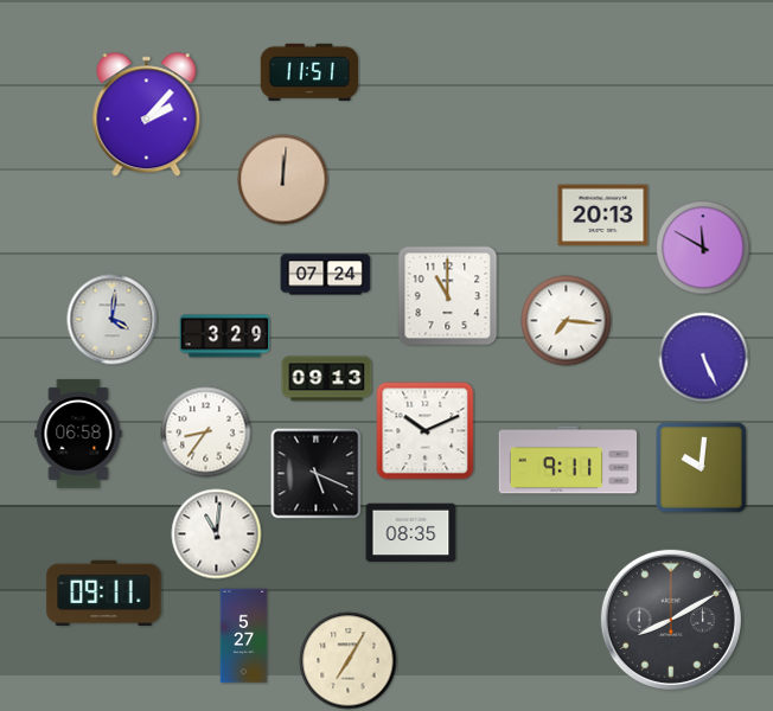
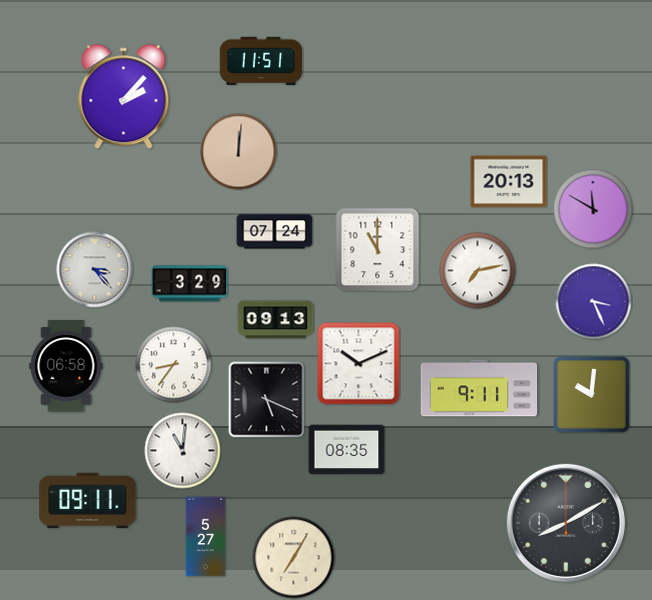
clock at (113, 320): 4:01 -> 3:23
clock at (567, 321): 7:16 -> 7:13
clock at (704, 358): 5:26 -> 3:26
